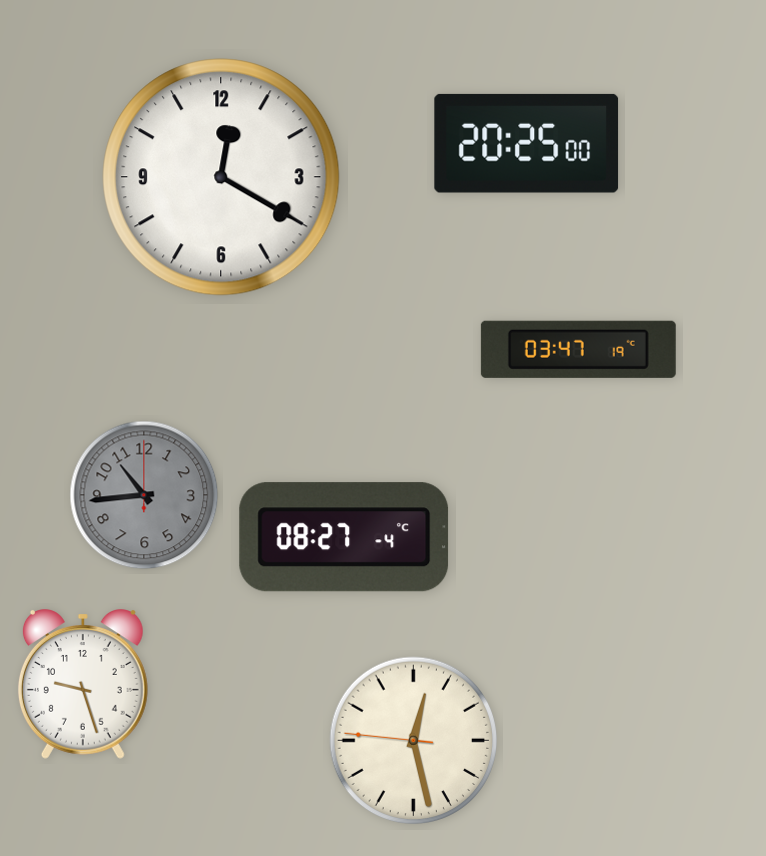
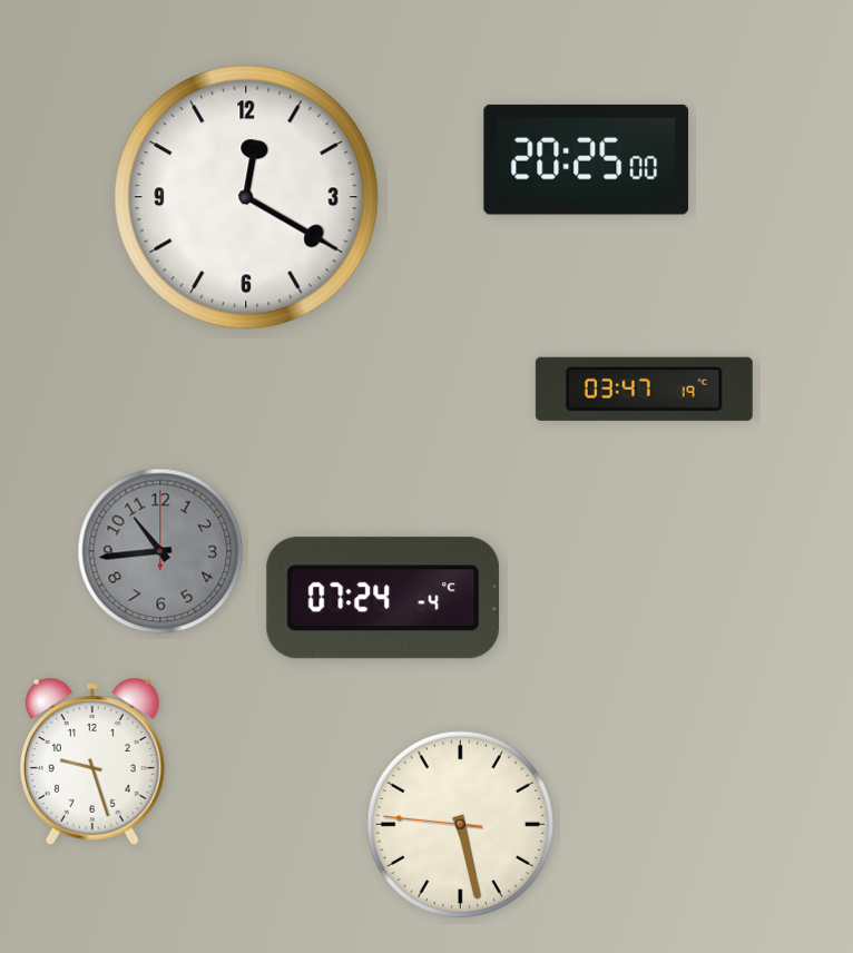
clock at (344, 537): 08:27 -> 07:24
clock at (414, 741): 12:27 -> 5:27
